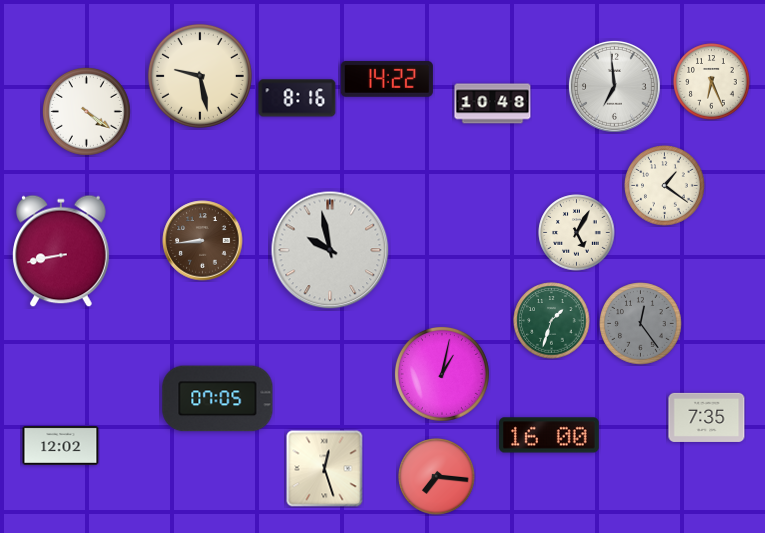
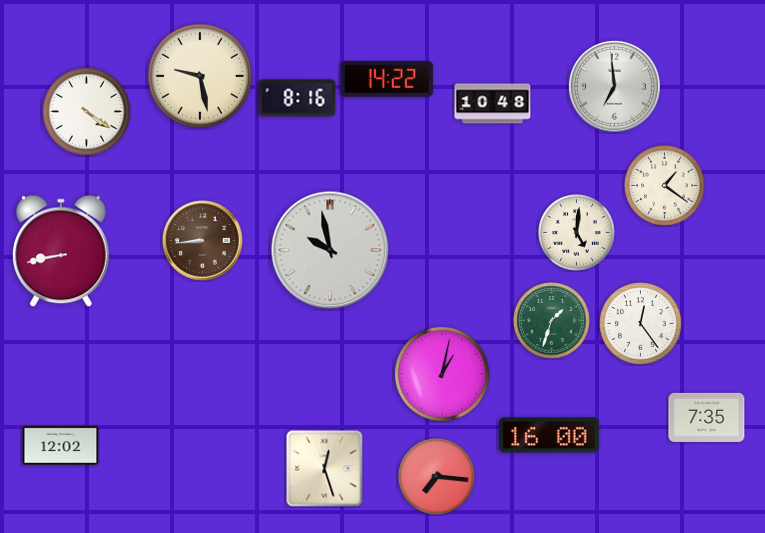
clock at (712, 82): 6:26 -> none
clock at (577, 233): 5:05 -> 5:01
clock at (641, 324) dial: grey -> white
clock at (218, 399): 07:05 -> none
